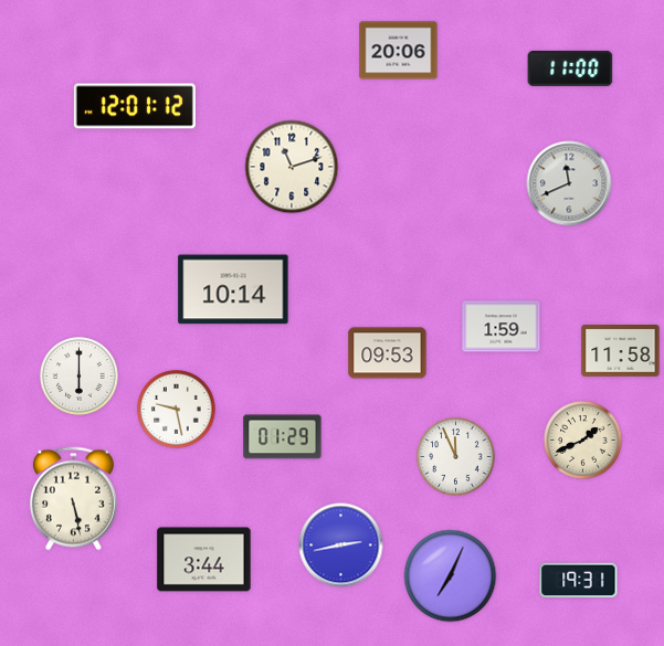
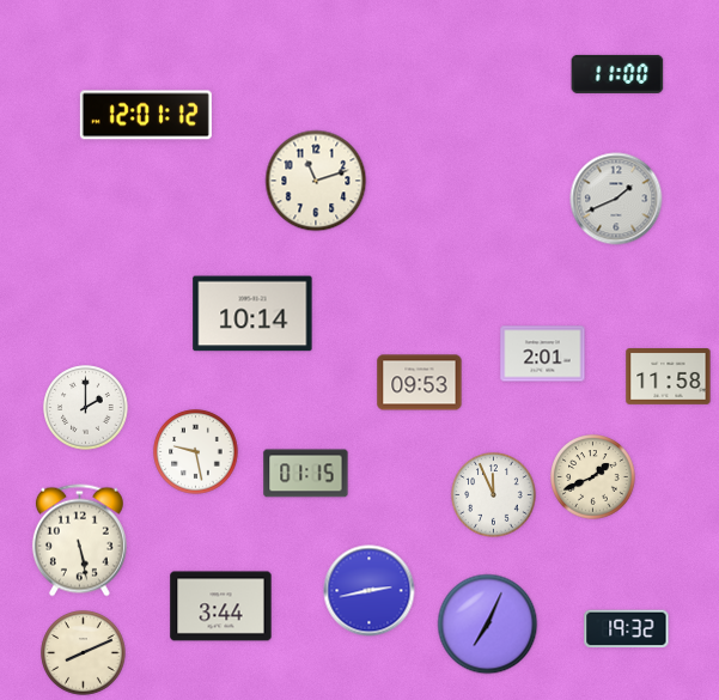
clock at (399, 51): 20:06 -> none
clock at (569, 183): 11:41 -> 1:41
clock at (502, 327): 1:59 -> 2:01
clock at (621, 351) position: (621, 351) -> (669, 377)
clock at (80, 377): 6:00 -> 2:00
clock at (177, 410) position: (177, 410) -> (196, 452)
clock at (283, 437): 01:29 -> 01:15
clock at (583, 441) position: (583, 441) -> (593, 477)
clock at (579, 581): 19:31 -> 19:32
clock at (84, 653): none -> 8:11
